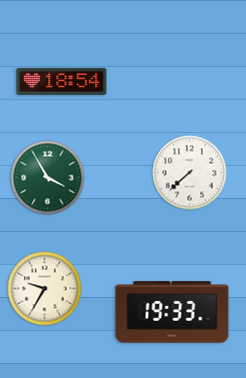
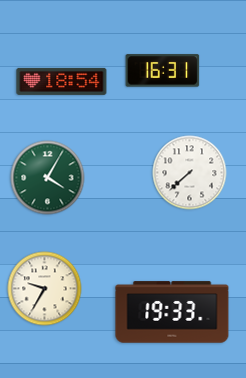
clock at (163, 71): none -> 16:31
clock at (48, 178): 3:55 -> 4:05
